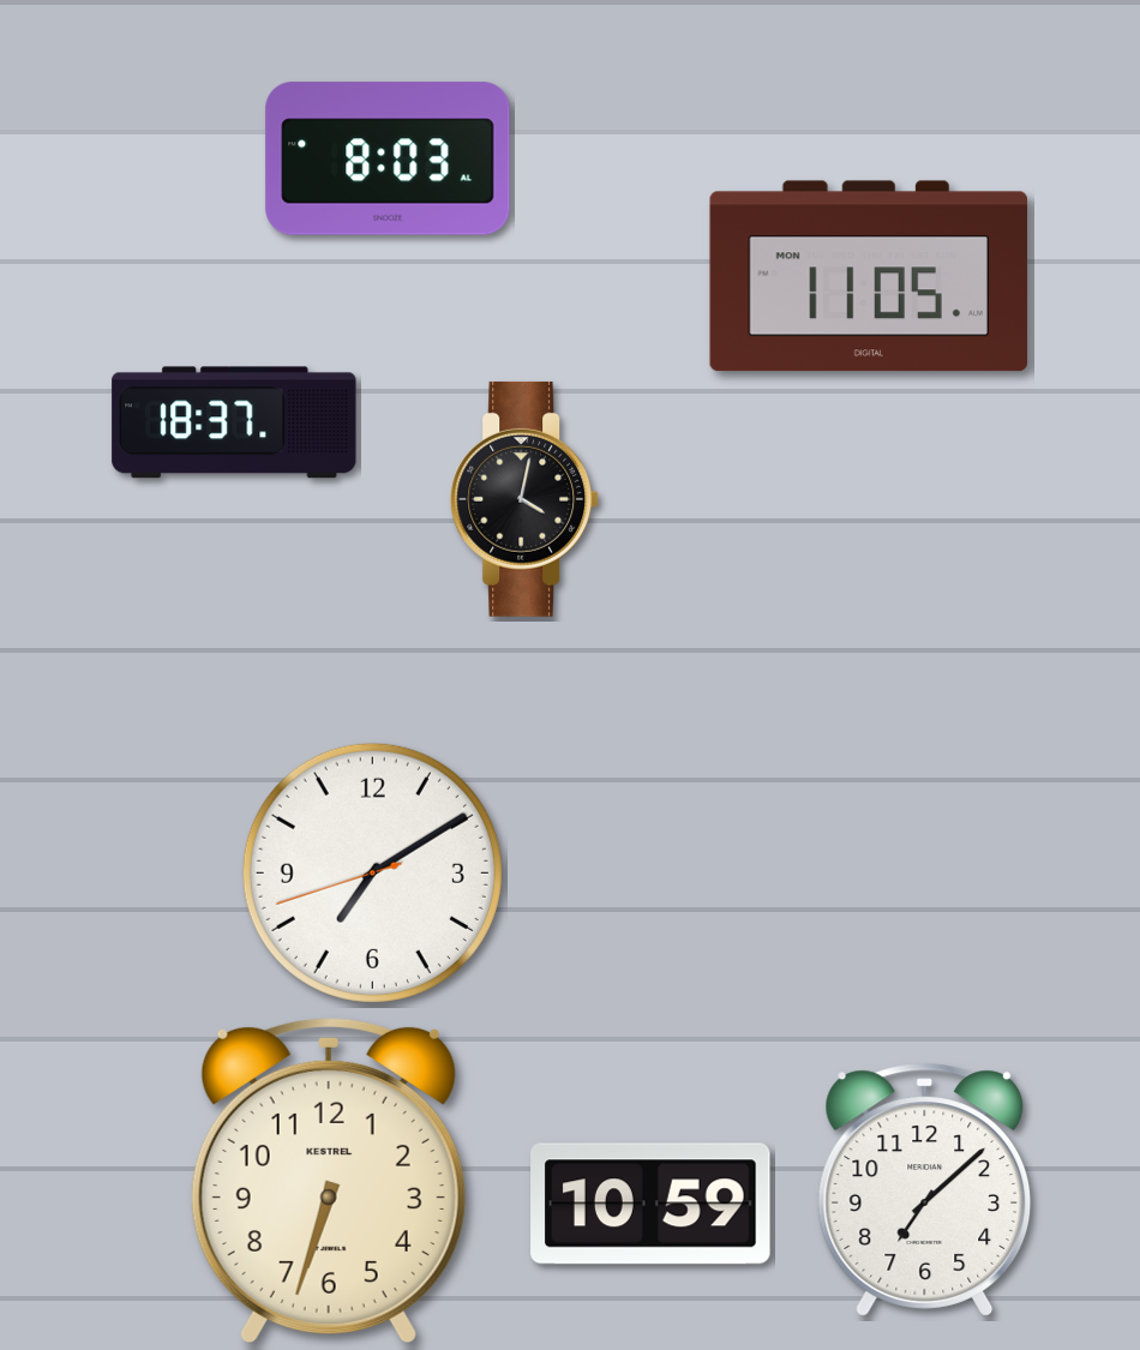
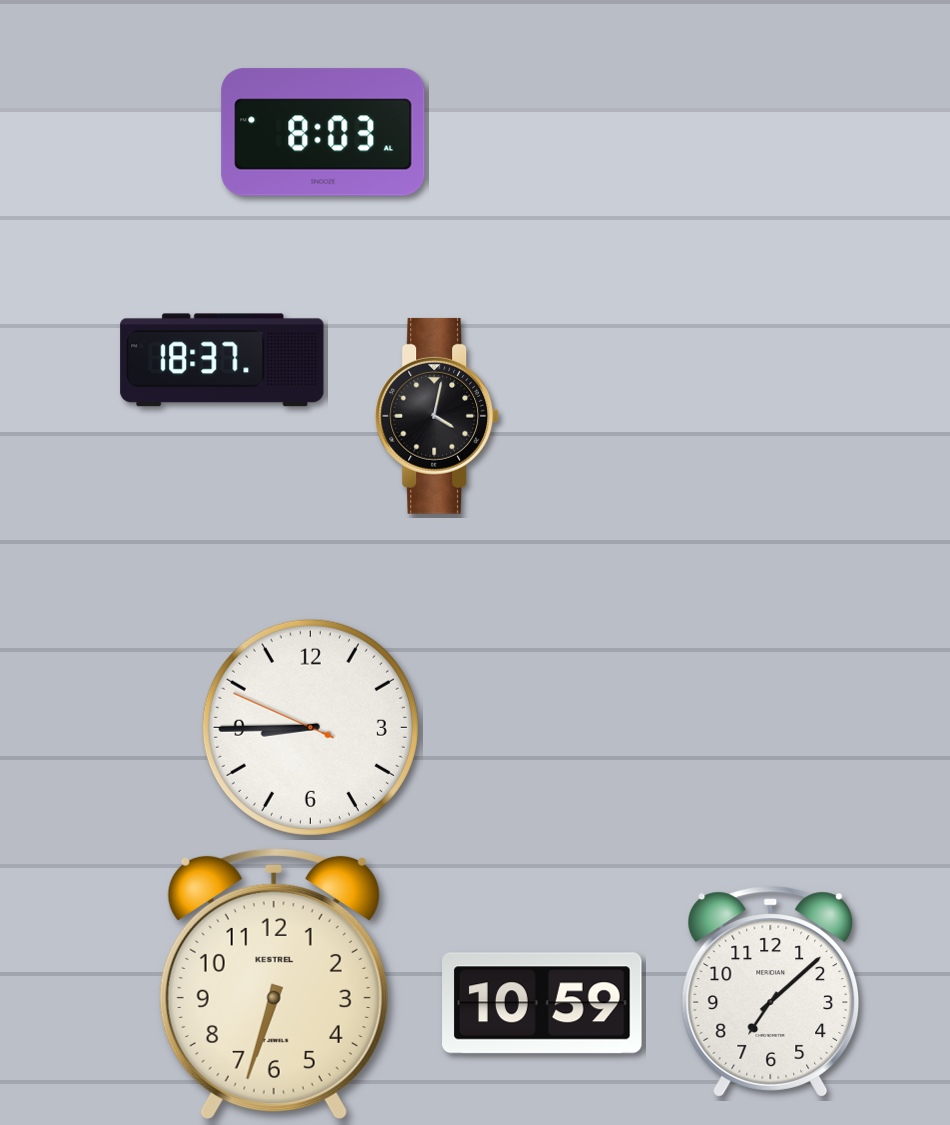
clock at (868, 276): 11:05 -> none
clock at (234, 422) position: (234, 422) -> (222, 360)
clock at (372, 872): 7:09 -> 8:44
